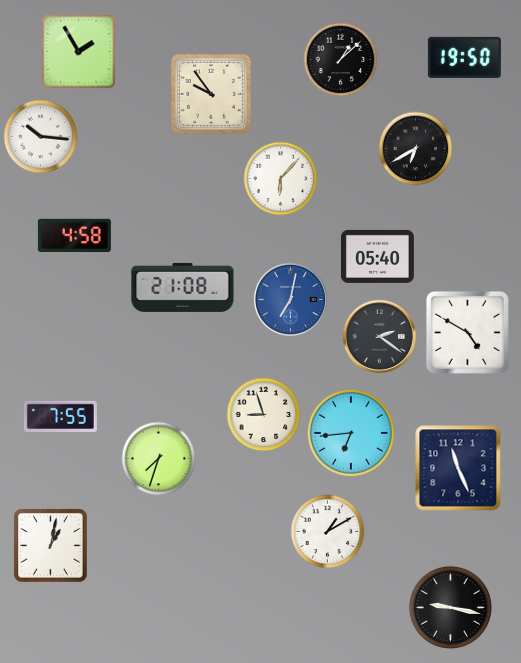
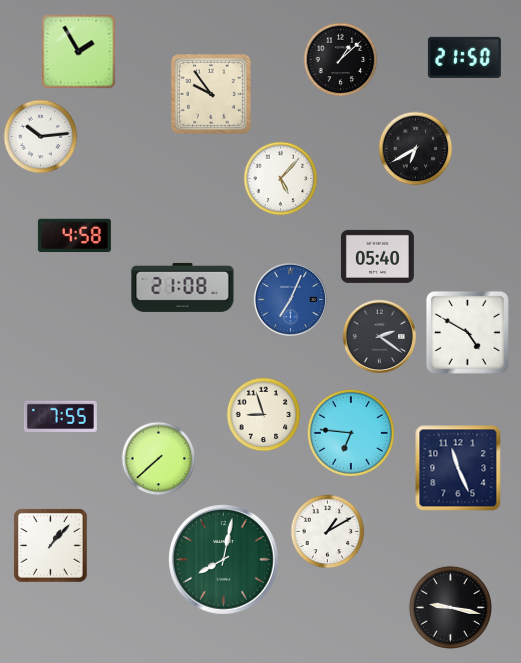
clock at (464, 57): 19:50 -> 21:50
clock at (41, 137): 10:16 -> 10:14
clock at (281, 179): 6:07 -> 5:07
clock at (290, 299): 7:02 -> 7:04
clock at (351, 433): 6:44 -> 6:46
clock at (159, 459): 7:33 -> 7:38
clock at (51, 546): 1:02 -> 1:07
clock at (224, 560): none -> 8:02
